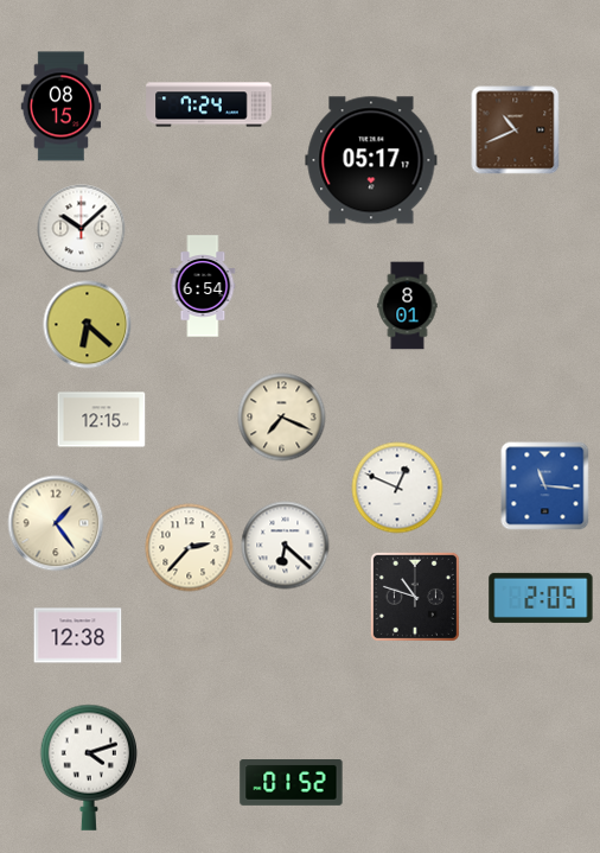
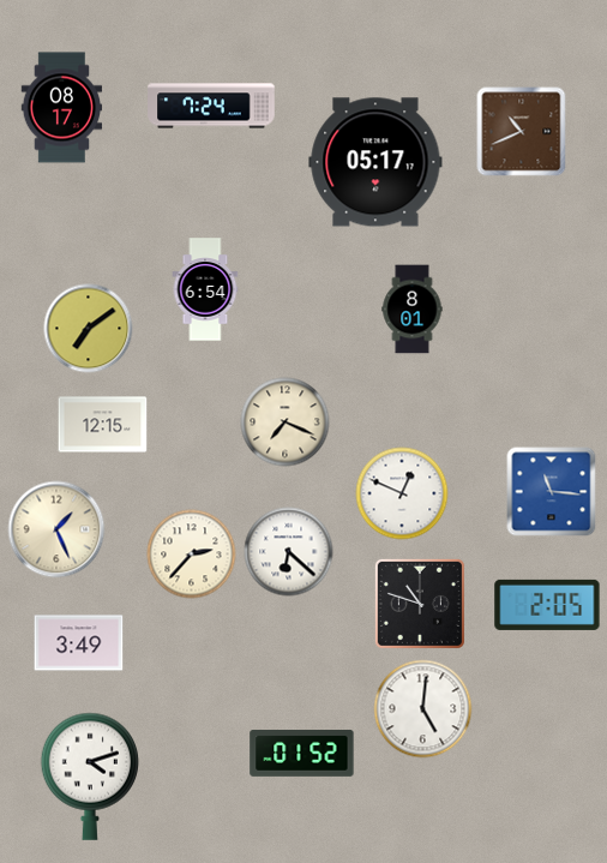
clock at (62, 107): 08:15 -> 08:17
clock at (82, 229): 10:08 -> none
clock at (88, 325): 6:22 -> 7:09
clock at (56, 523): 1:24 -> 1:26
clock at (78, 636): 12:38 -> 3:49
clock at (423, 709): none -> 5:01
clock at (292, 783) position: (292, 783) -> (302, 754)
